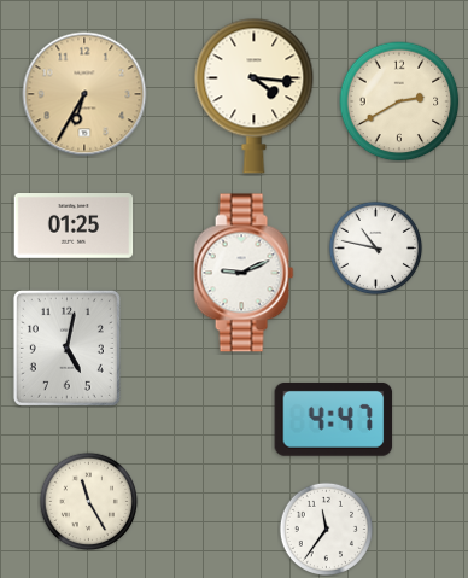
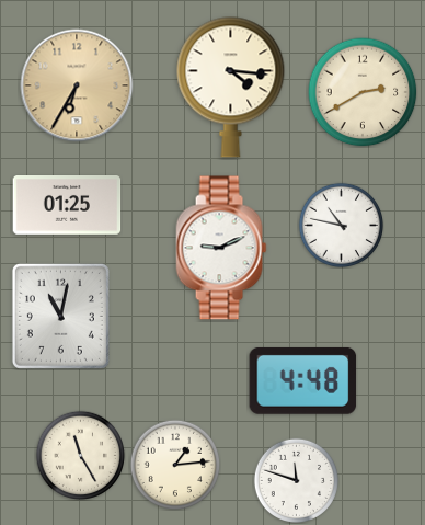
clock at (66, 348): 5:02 -> 11:02
clock at (334, 419): 4:47 -> 4:48
clock at (175, 465): none -> 1:14
clock at (326, 529): 11:36 -> 11:48
